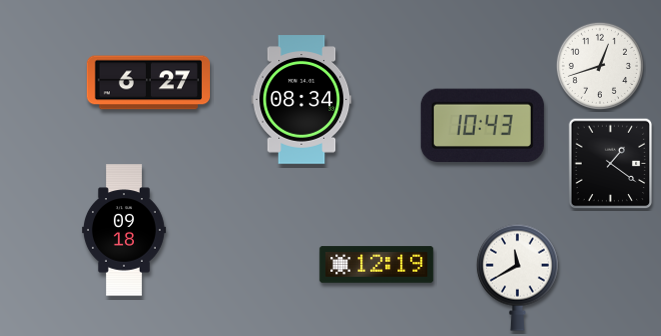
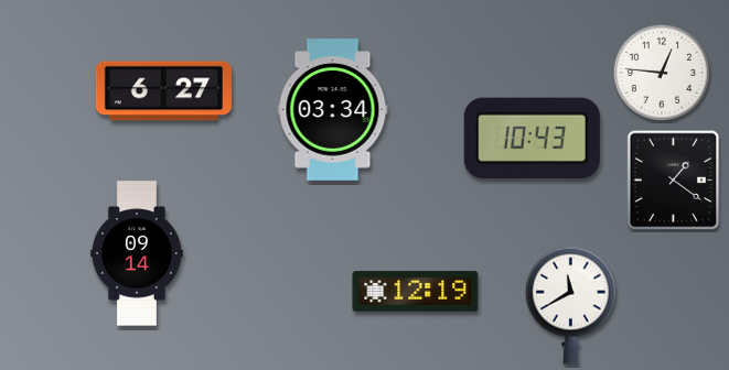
clock at (600, 66): 12:42 -> 12:46
clock at (302, 100): 08:34 -> 03:34
clock at (124, 230): 09:18 -> 09:14
